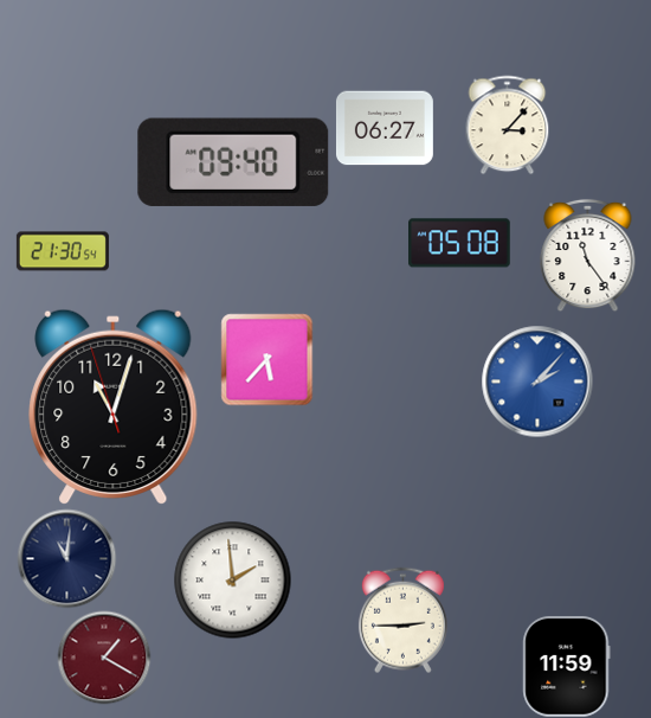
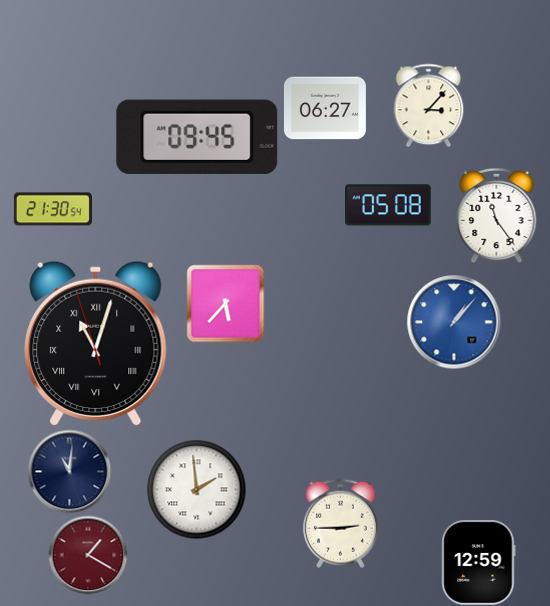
clock at (233, 162): 09:40 -> 09:45
clock at (63, 251) position: (63, 251) -> (53, 209)
clock at (537, 382): 2:07 -> 1:07
clock at (114, 406) numerals: Arabic -> Roman
clock at (66, 558) position: (66, 558) -> (69, 471)
clock at (567, 667): 11:59 -> 12:59
